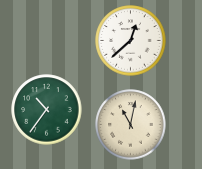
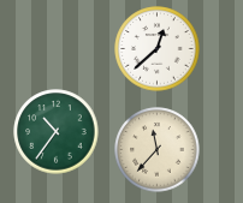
clock at (131, 125): 11:02 -> 11:37
